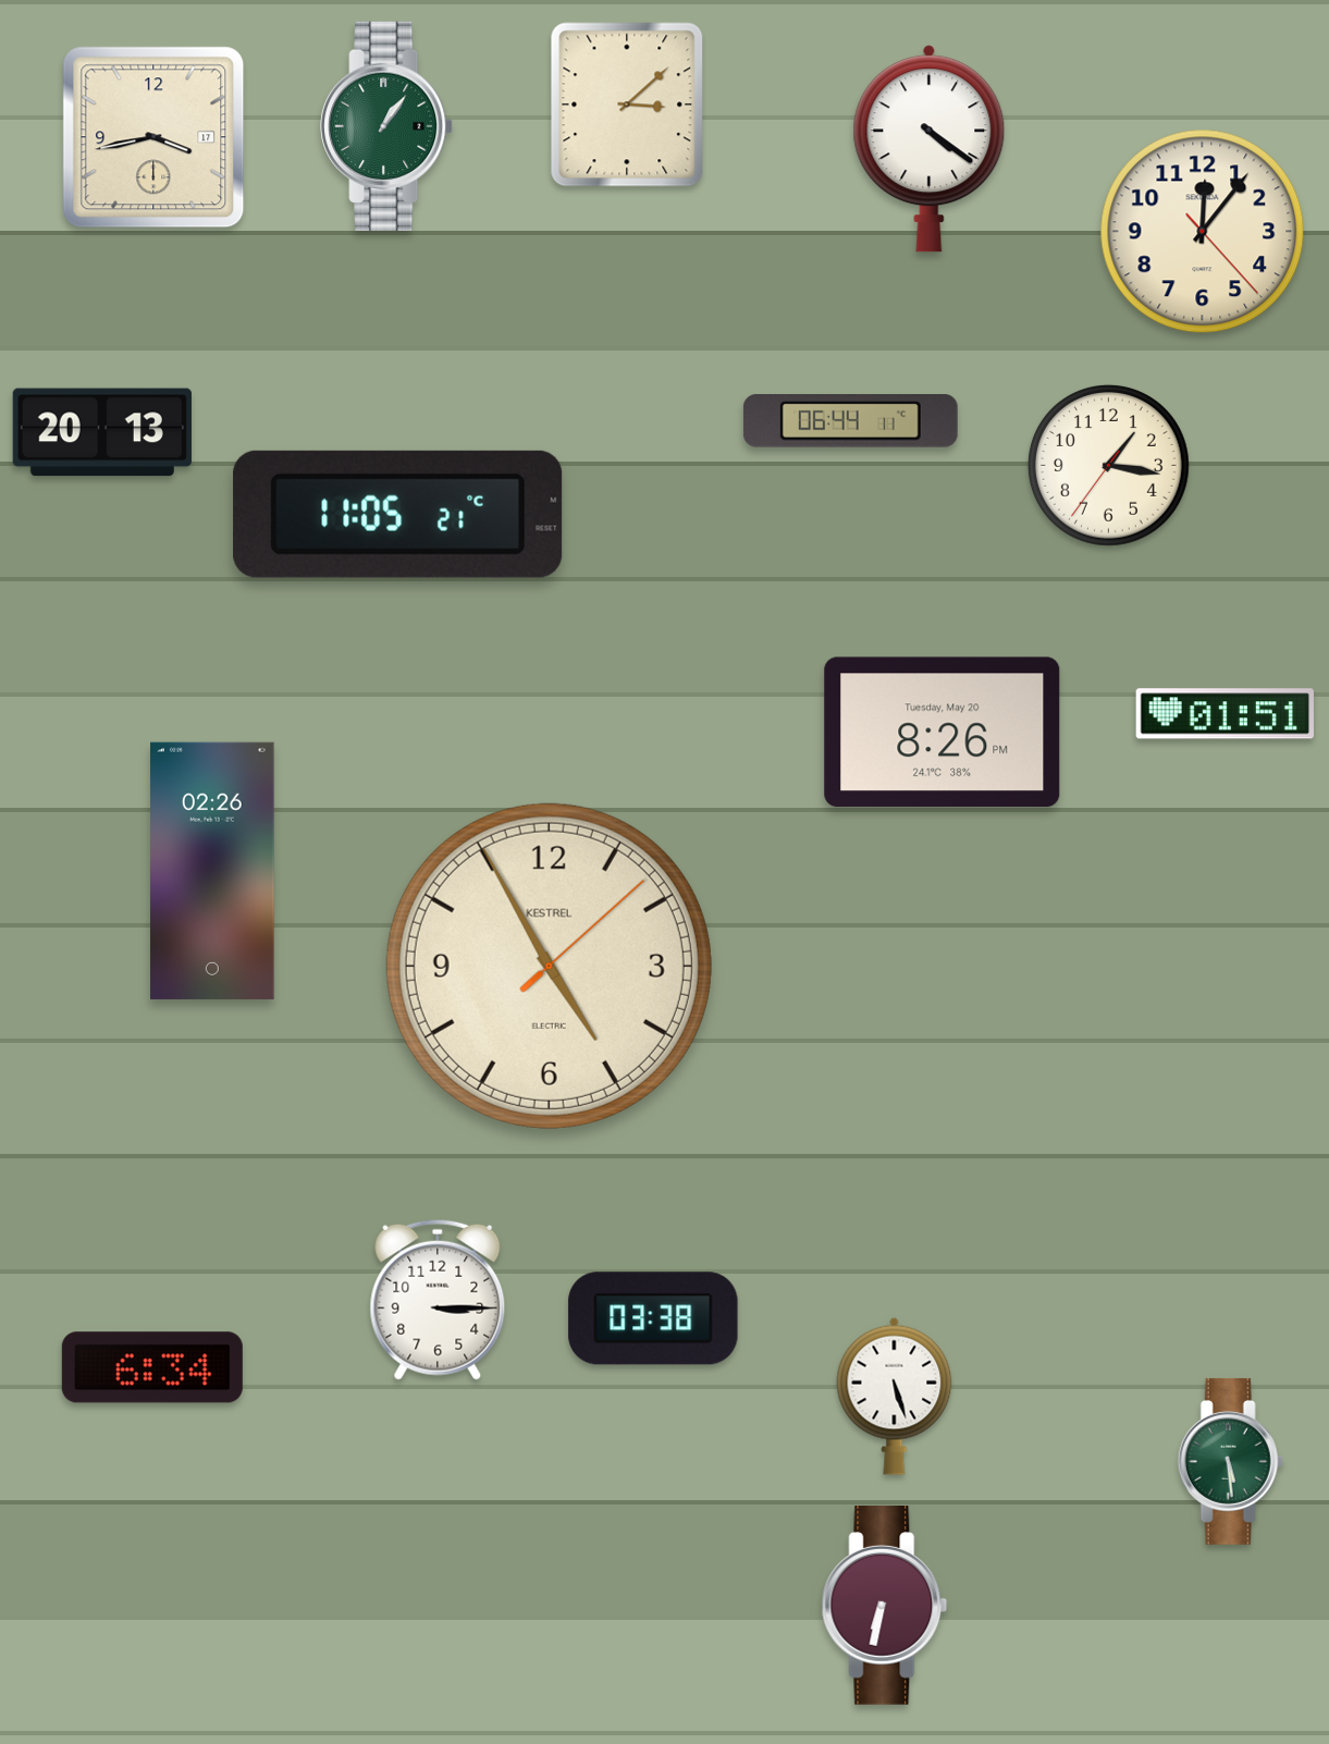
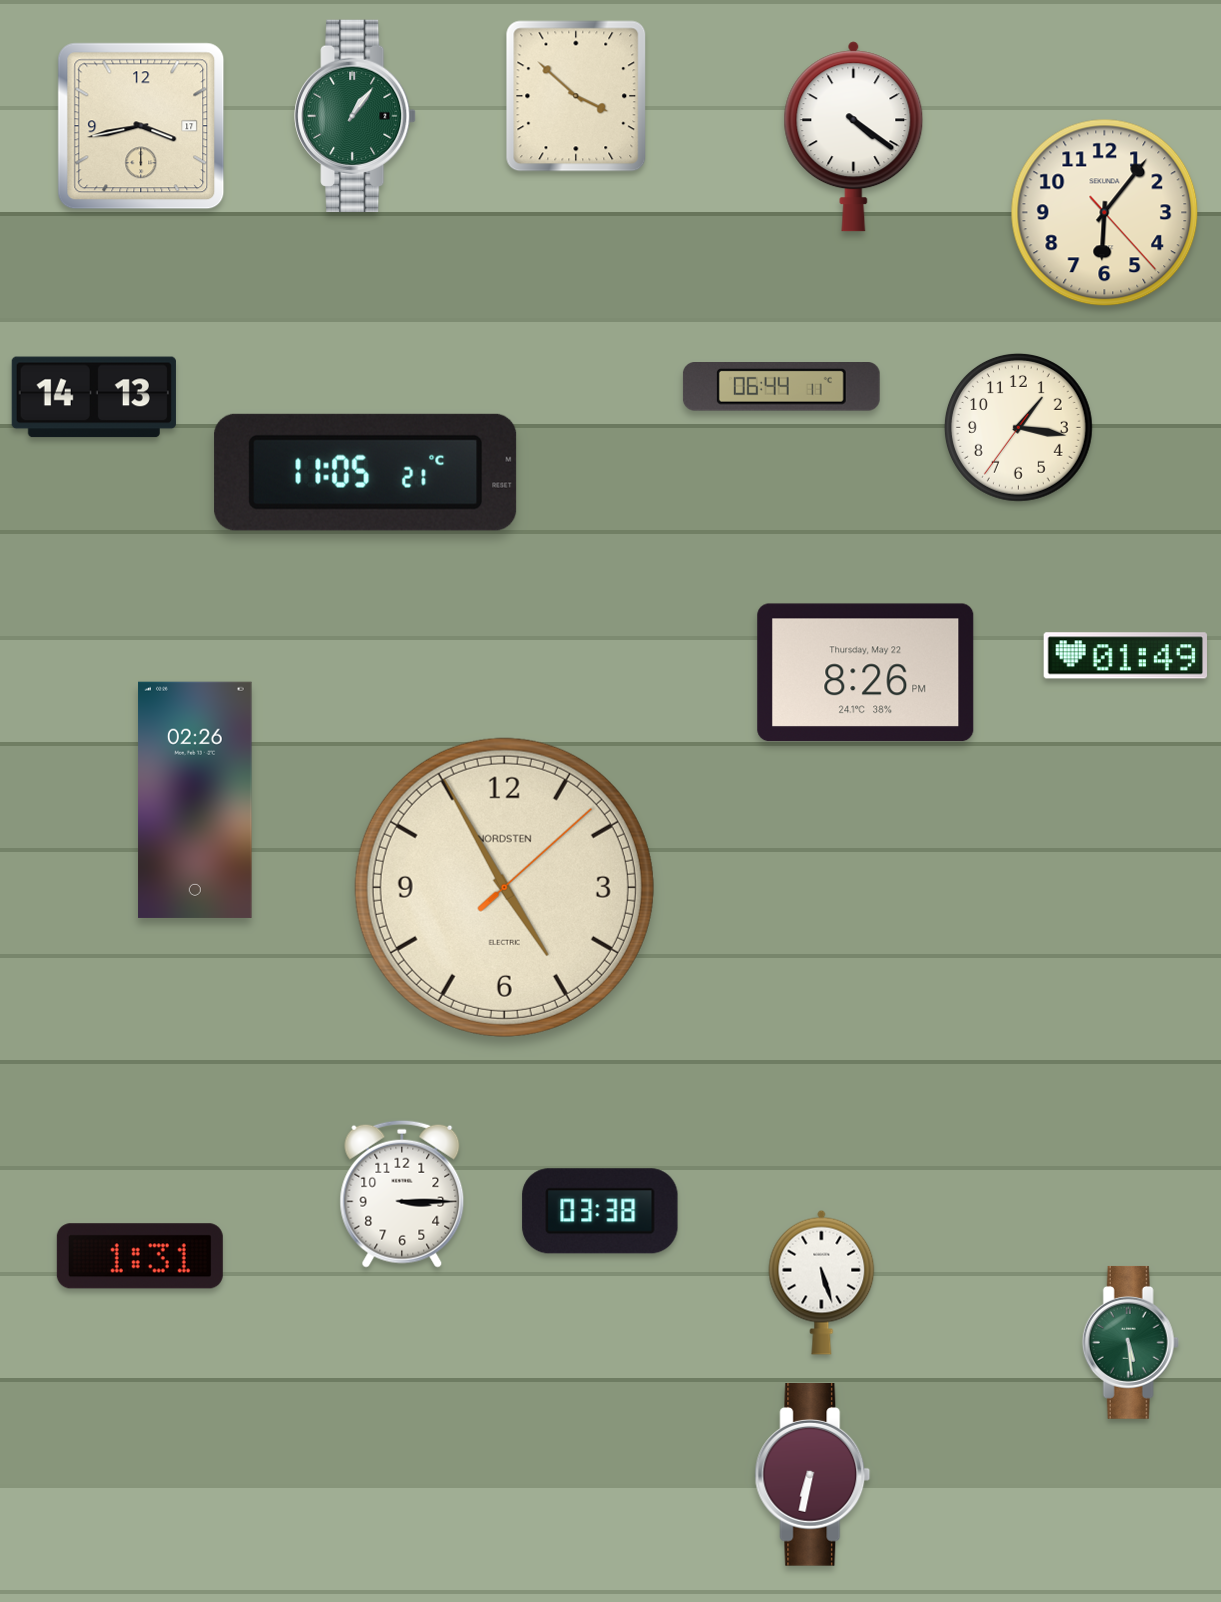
clock at (627, 105): 3:08 -> 3:52
clock at (1203, 232): 12:06 -> 6:06
clock at (102, 432): 20:13 -> 14:13
clock at (1225, 714): 01:51 -> 01:49
clock at (943, 733) date: Tuesday, May 20 -> Thursday, May 22
clock at (549, 966) brand: KESTREL -> NORDSTEN
clock at (152, 1367): 6:34 -> 1:31
